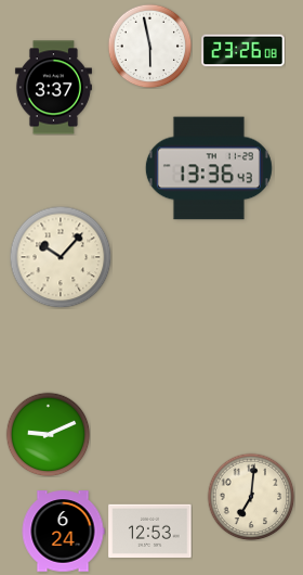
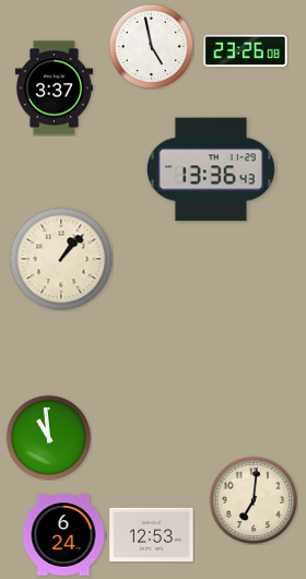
clock at (149, 46): 5:58 -> 4:58
clock at (61, 257): 10:07 -> 1:07
clock at (48, 434): 9:11 -> 10:59
